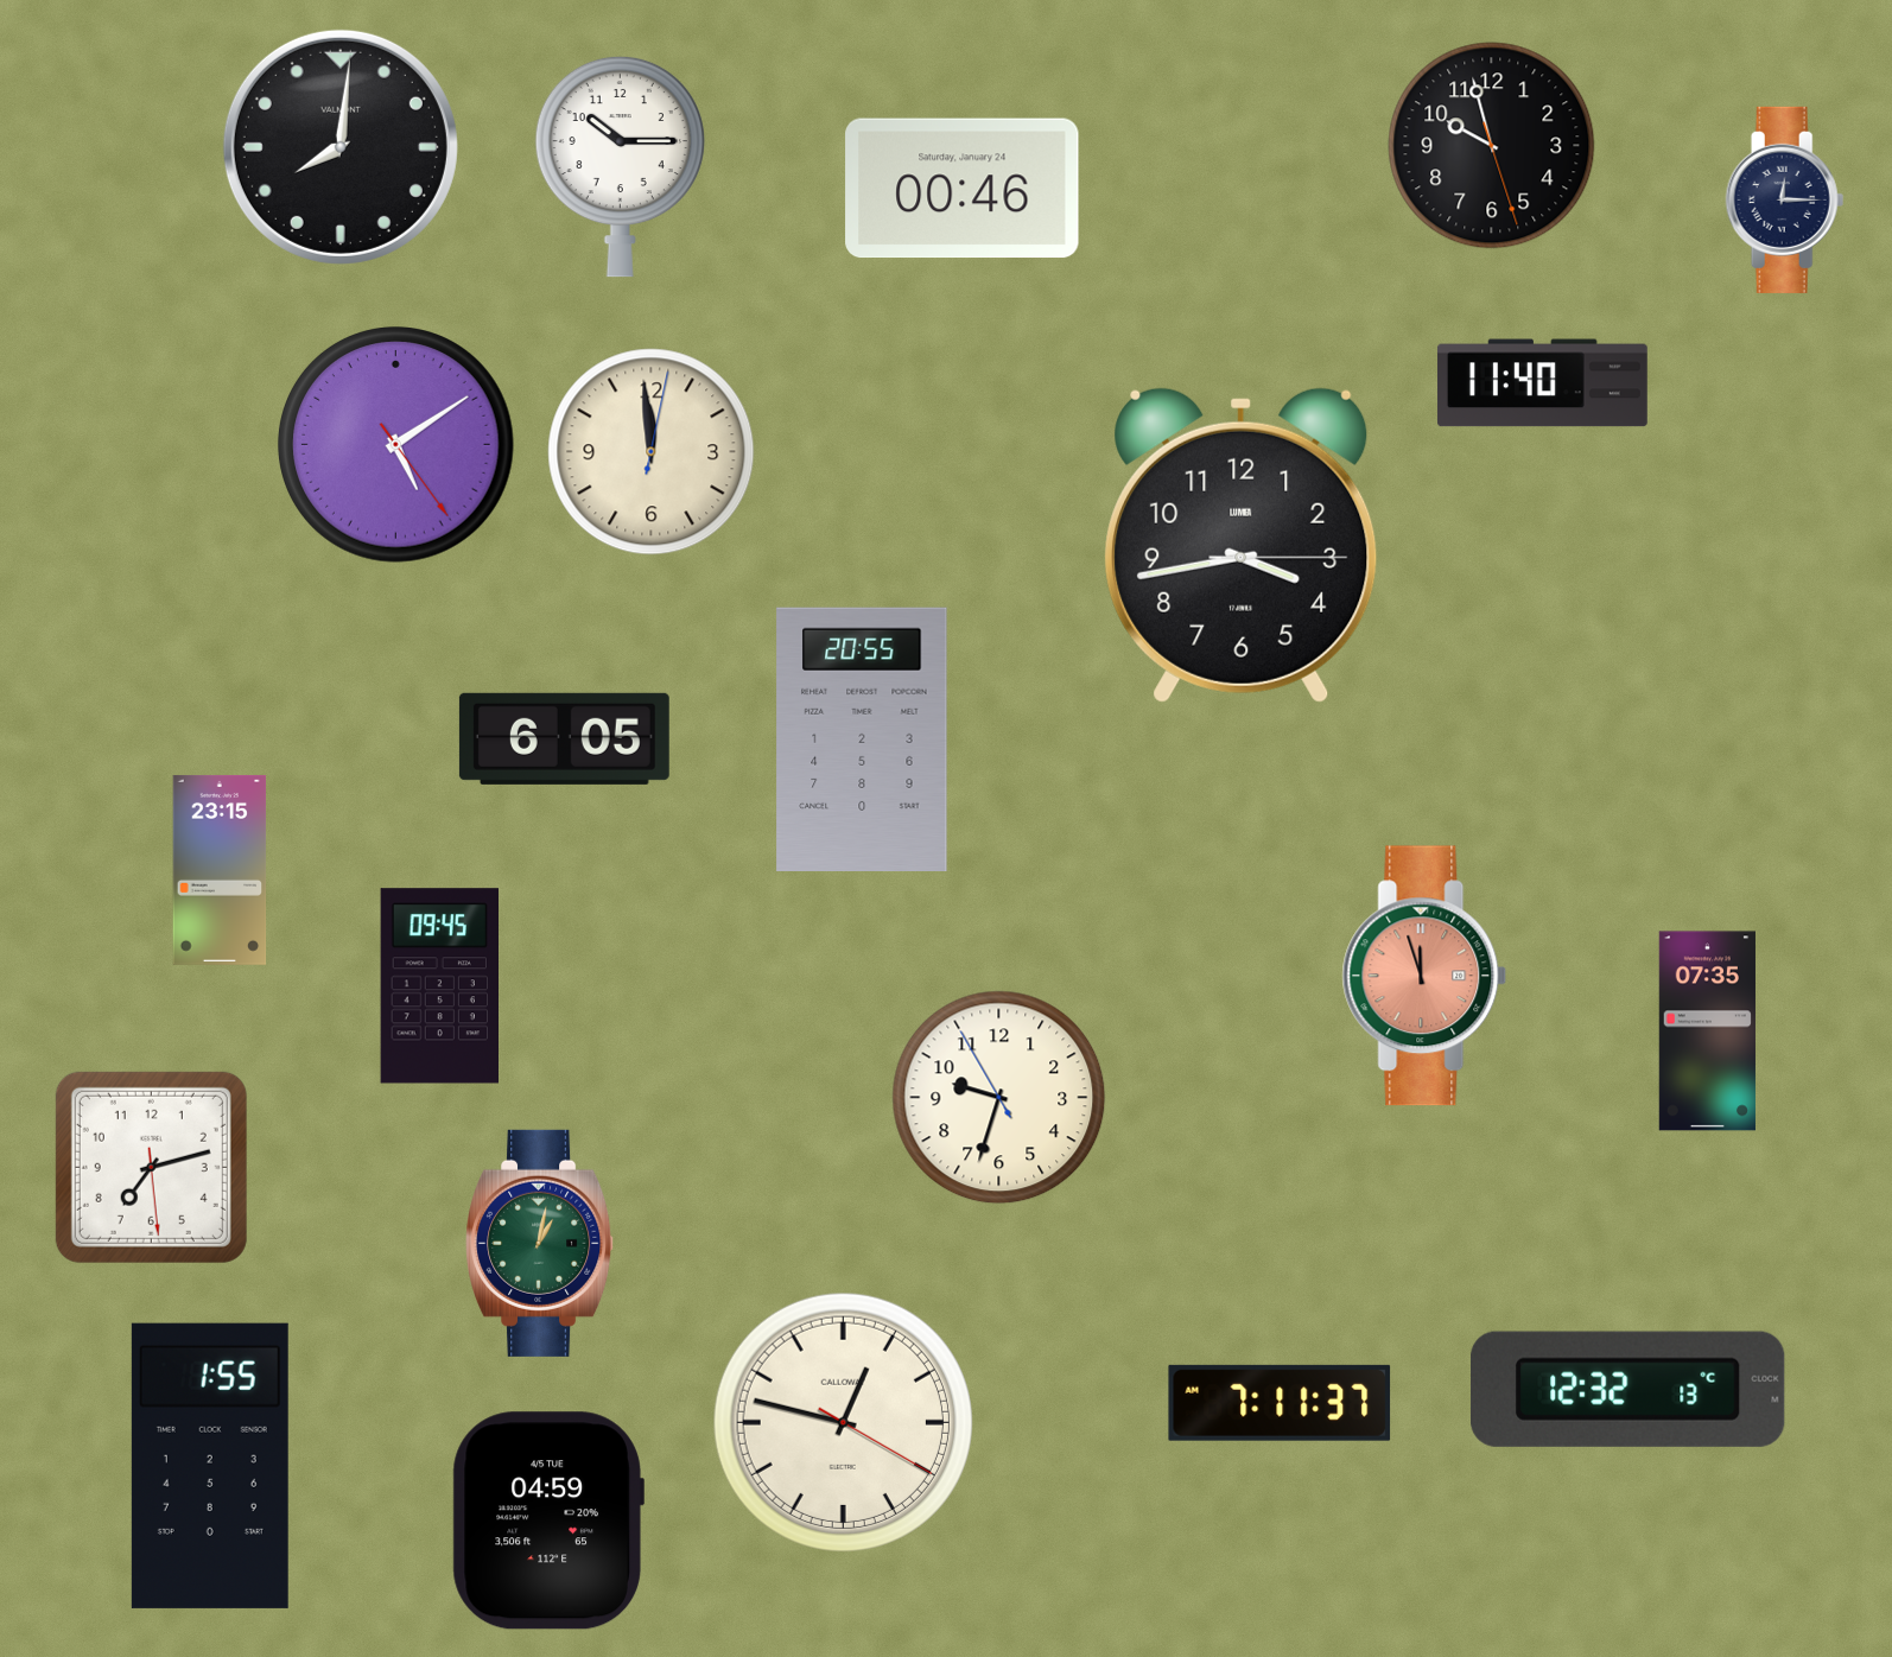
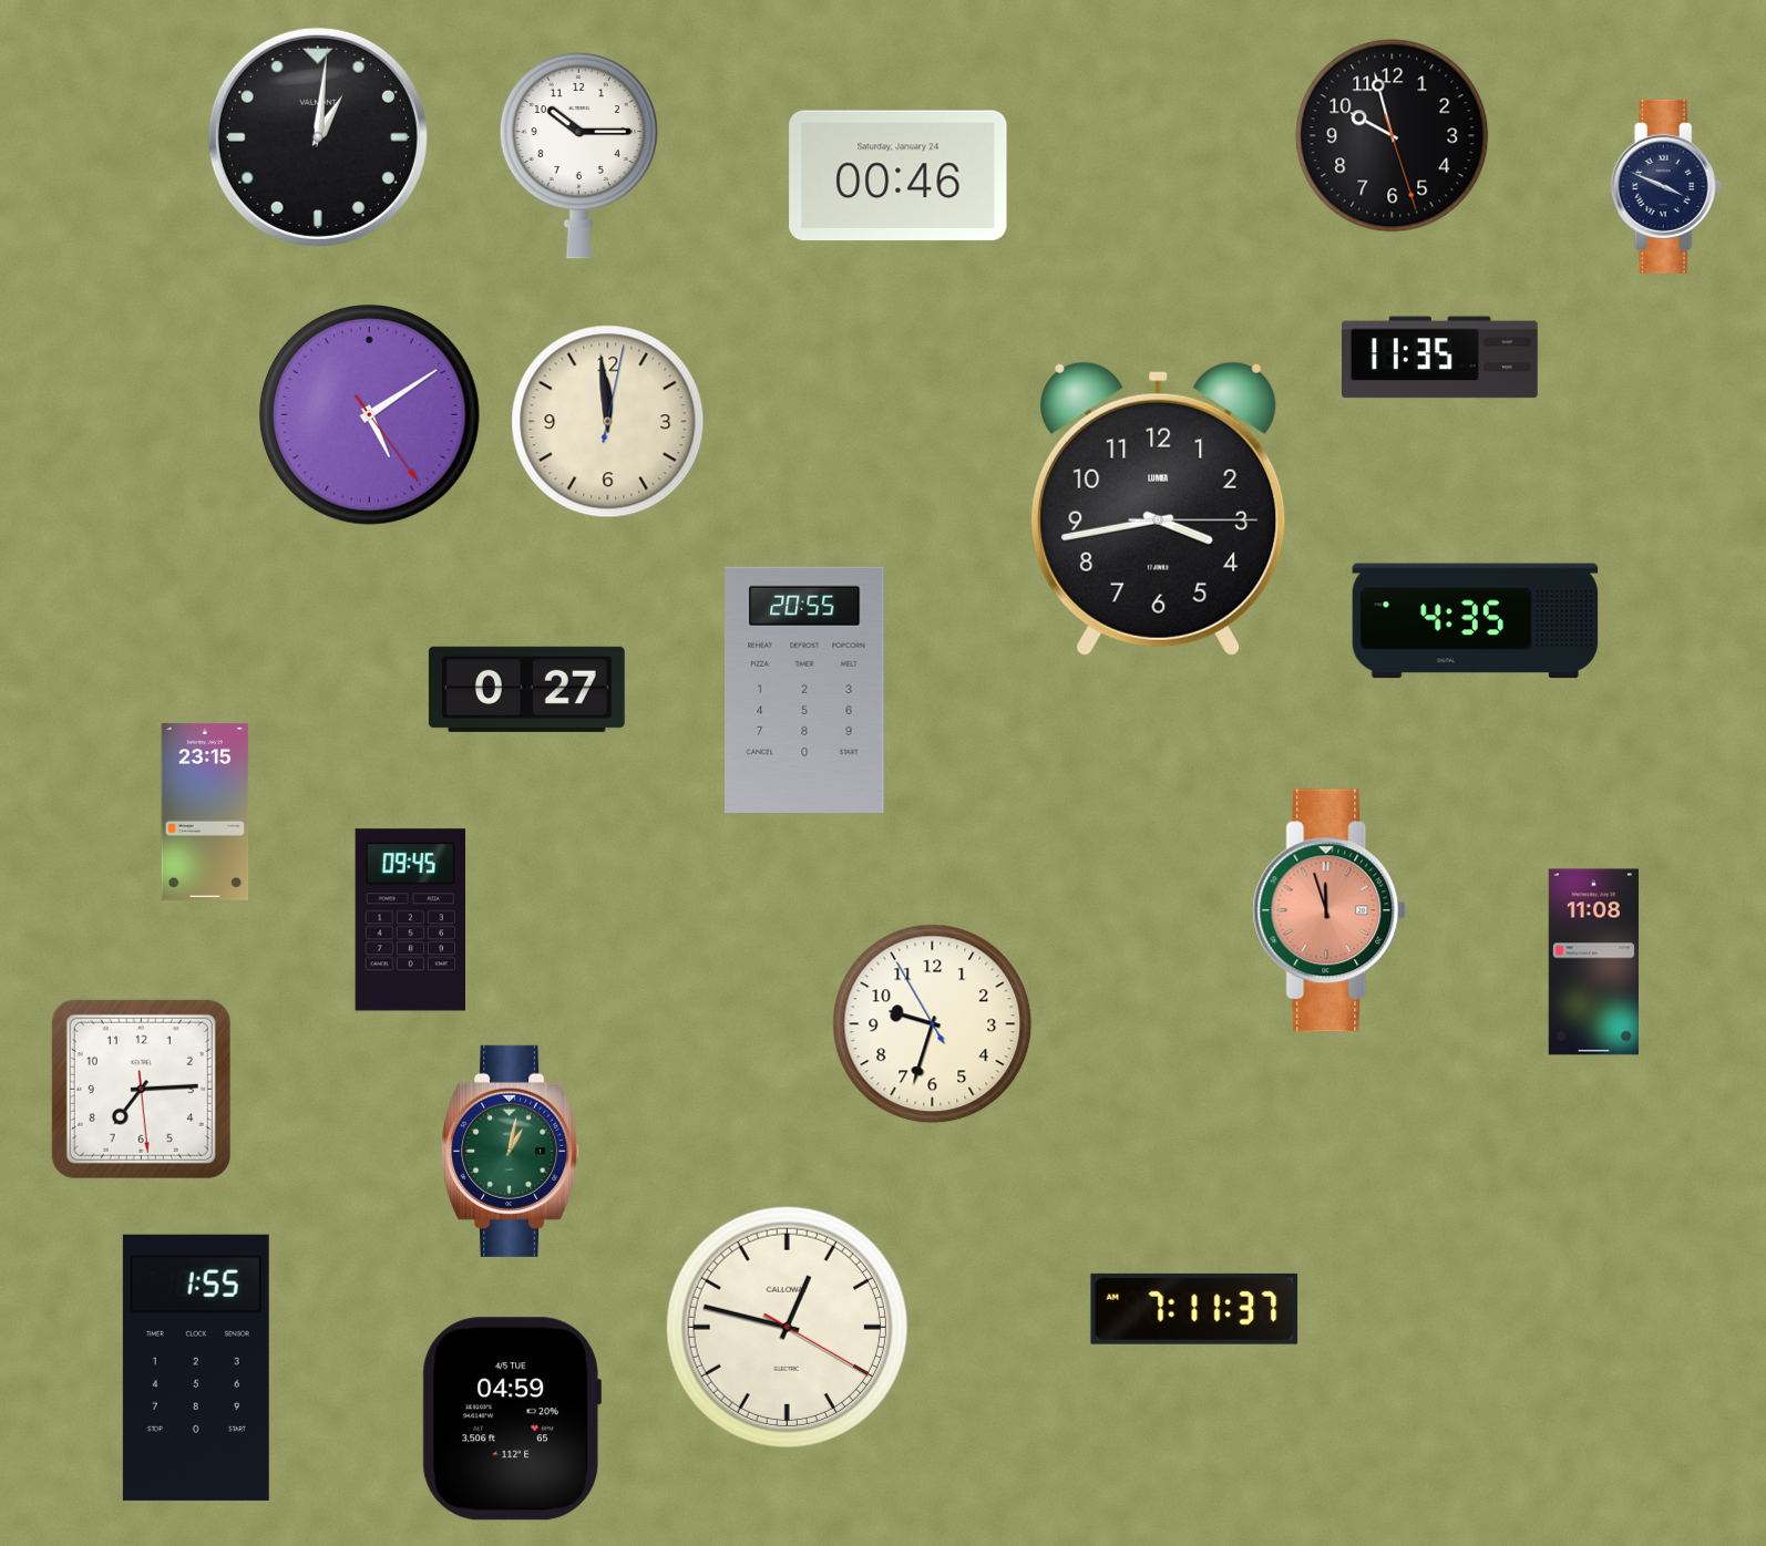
clock at (341, 147): 8:01 -> 1:01
clock at (1785, 199): 12:15 -> 3:49
clock at (1542, 383): 11:40 -> 11:35
clock at (1476, 621): none -> 4:35
clock at (564, 738): 6:05 -> 0:27
clock at (1707, 1031): 07:35 -> 11:08
clock at (151, 1167): 7:12 -> 7:14
clock at (540, 1243) position: (540, 1243) -> (511, 1151)
clock at (1628, 1389): 12:32 -> none
